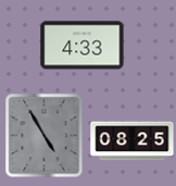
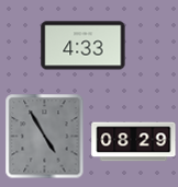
clock at (133, 141): 08:25 -> 08:29
